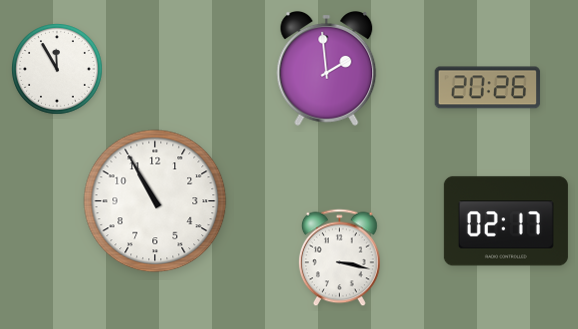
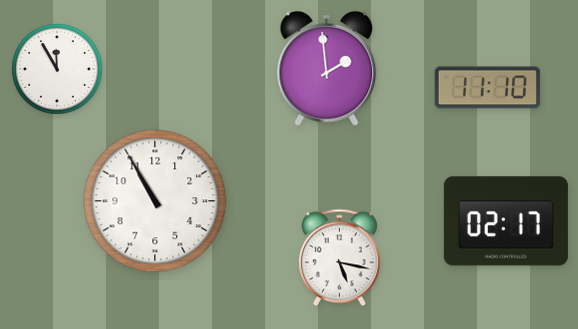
clock at (488, 88): 20:26 -> 11:10
clock at (339, 258): 3:17 -> 5:17
